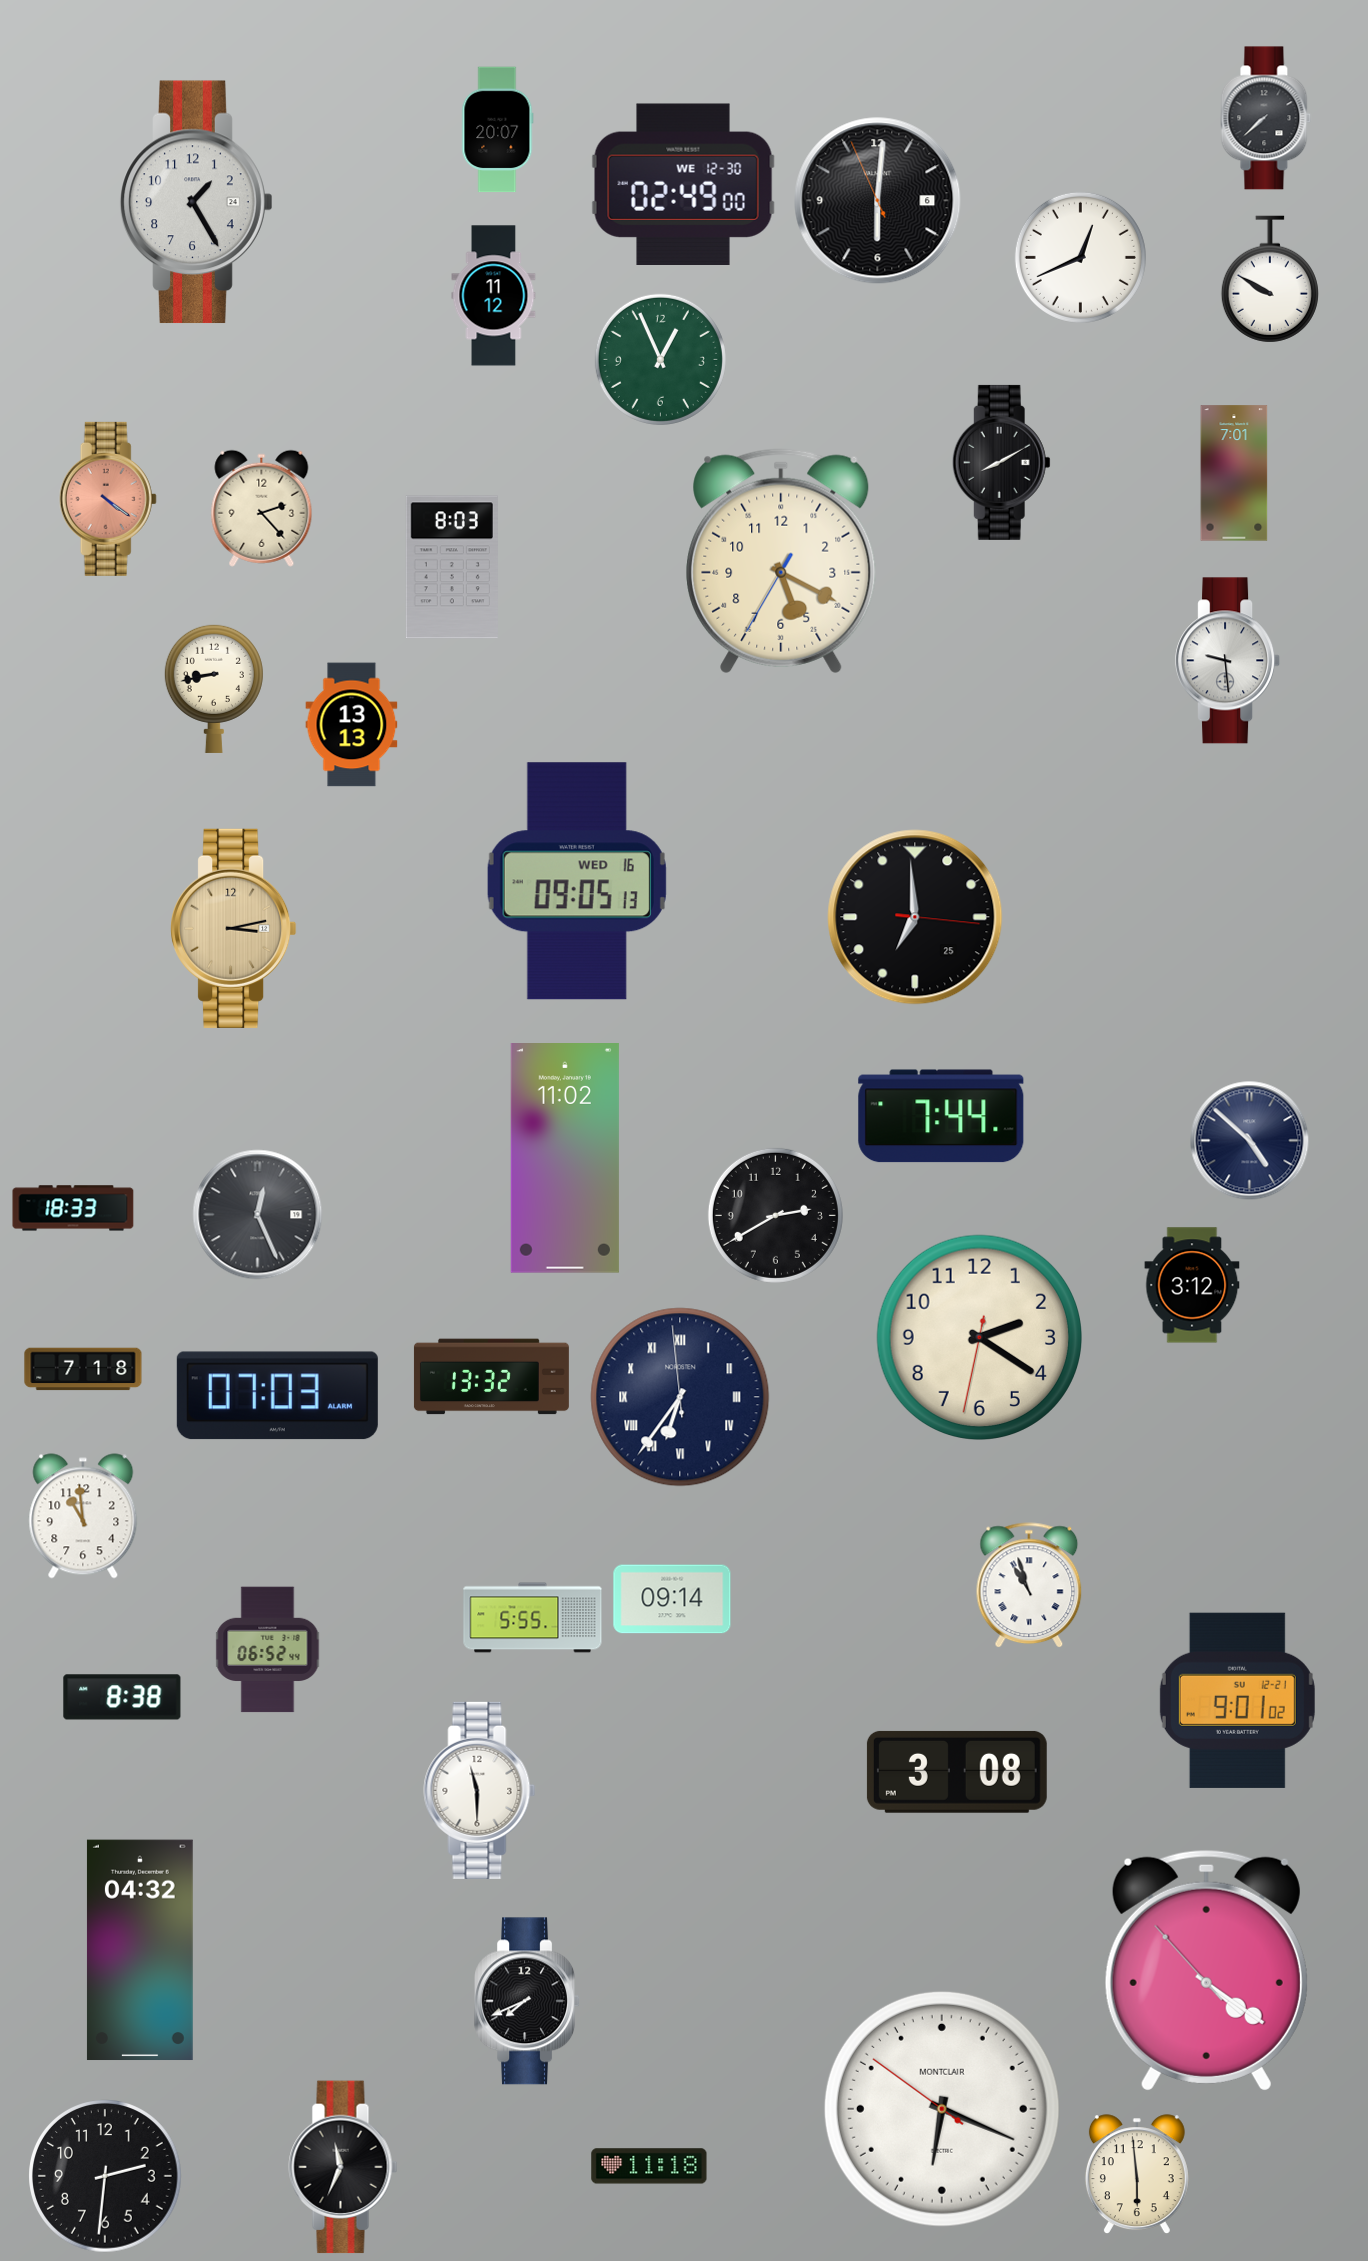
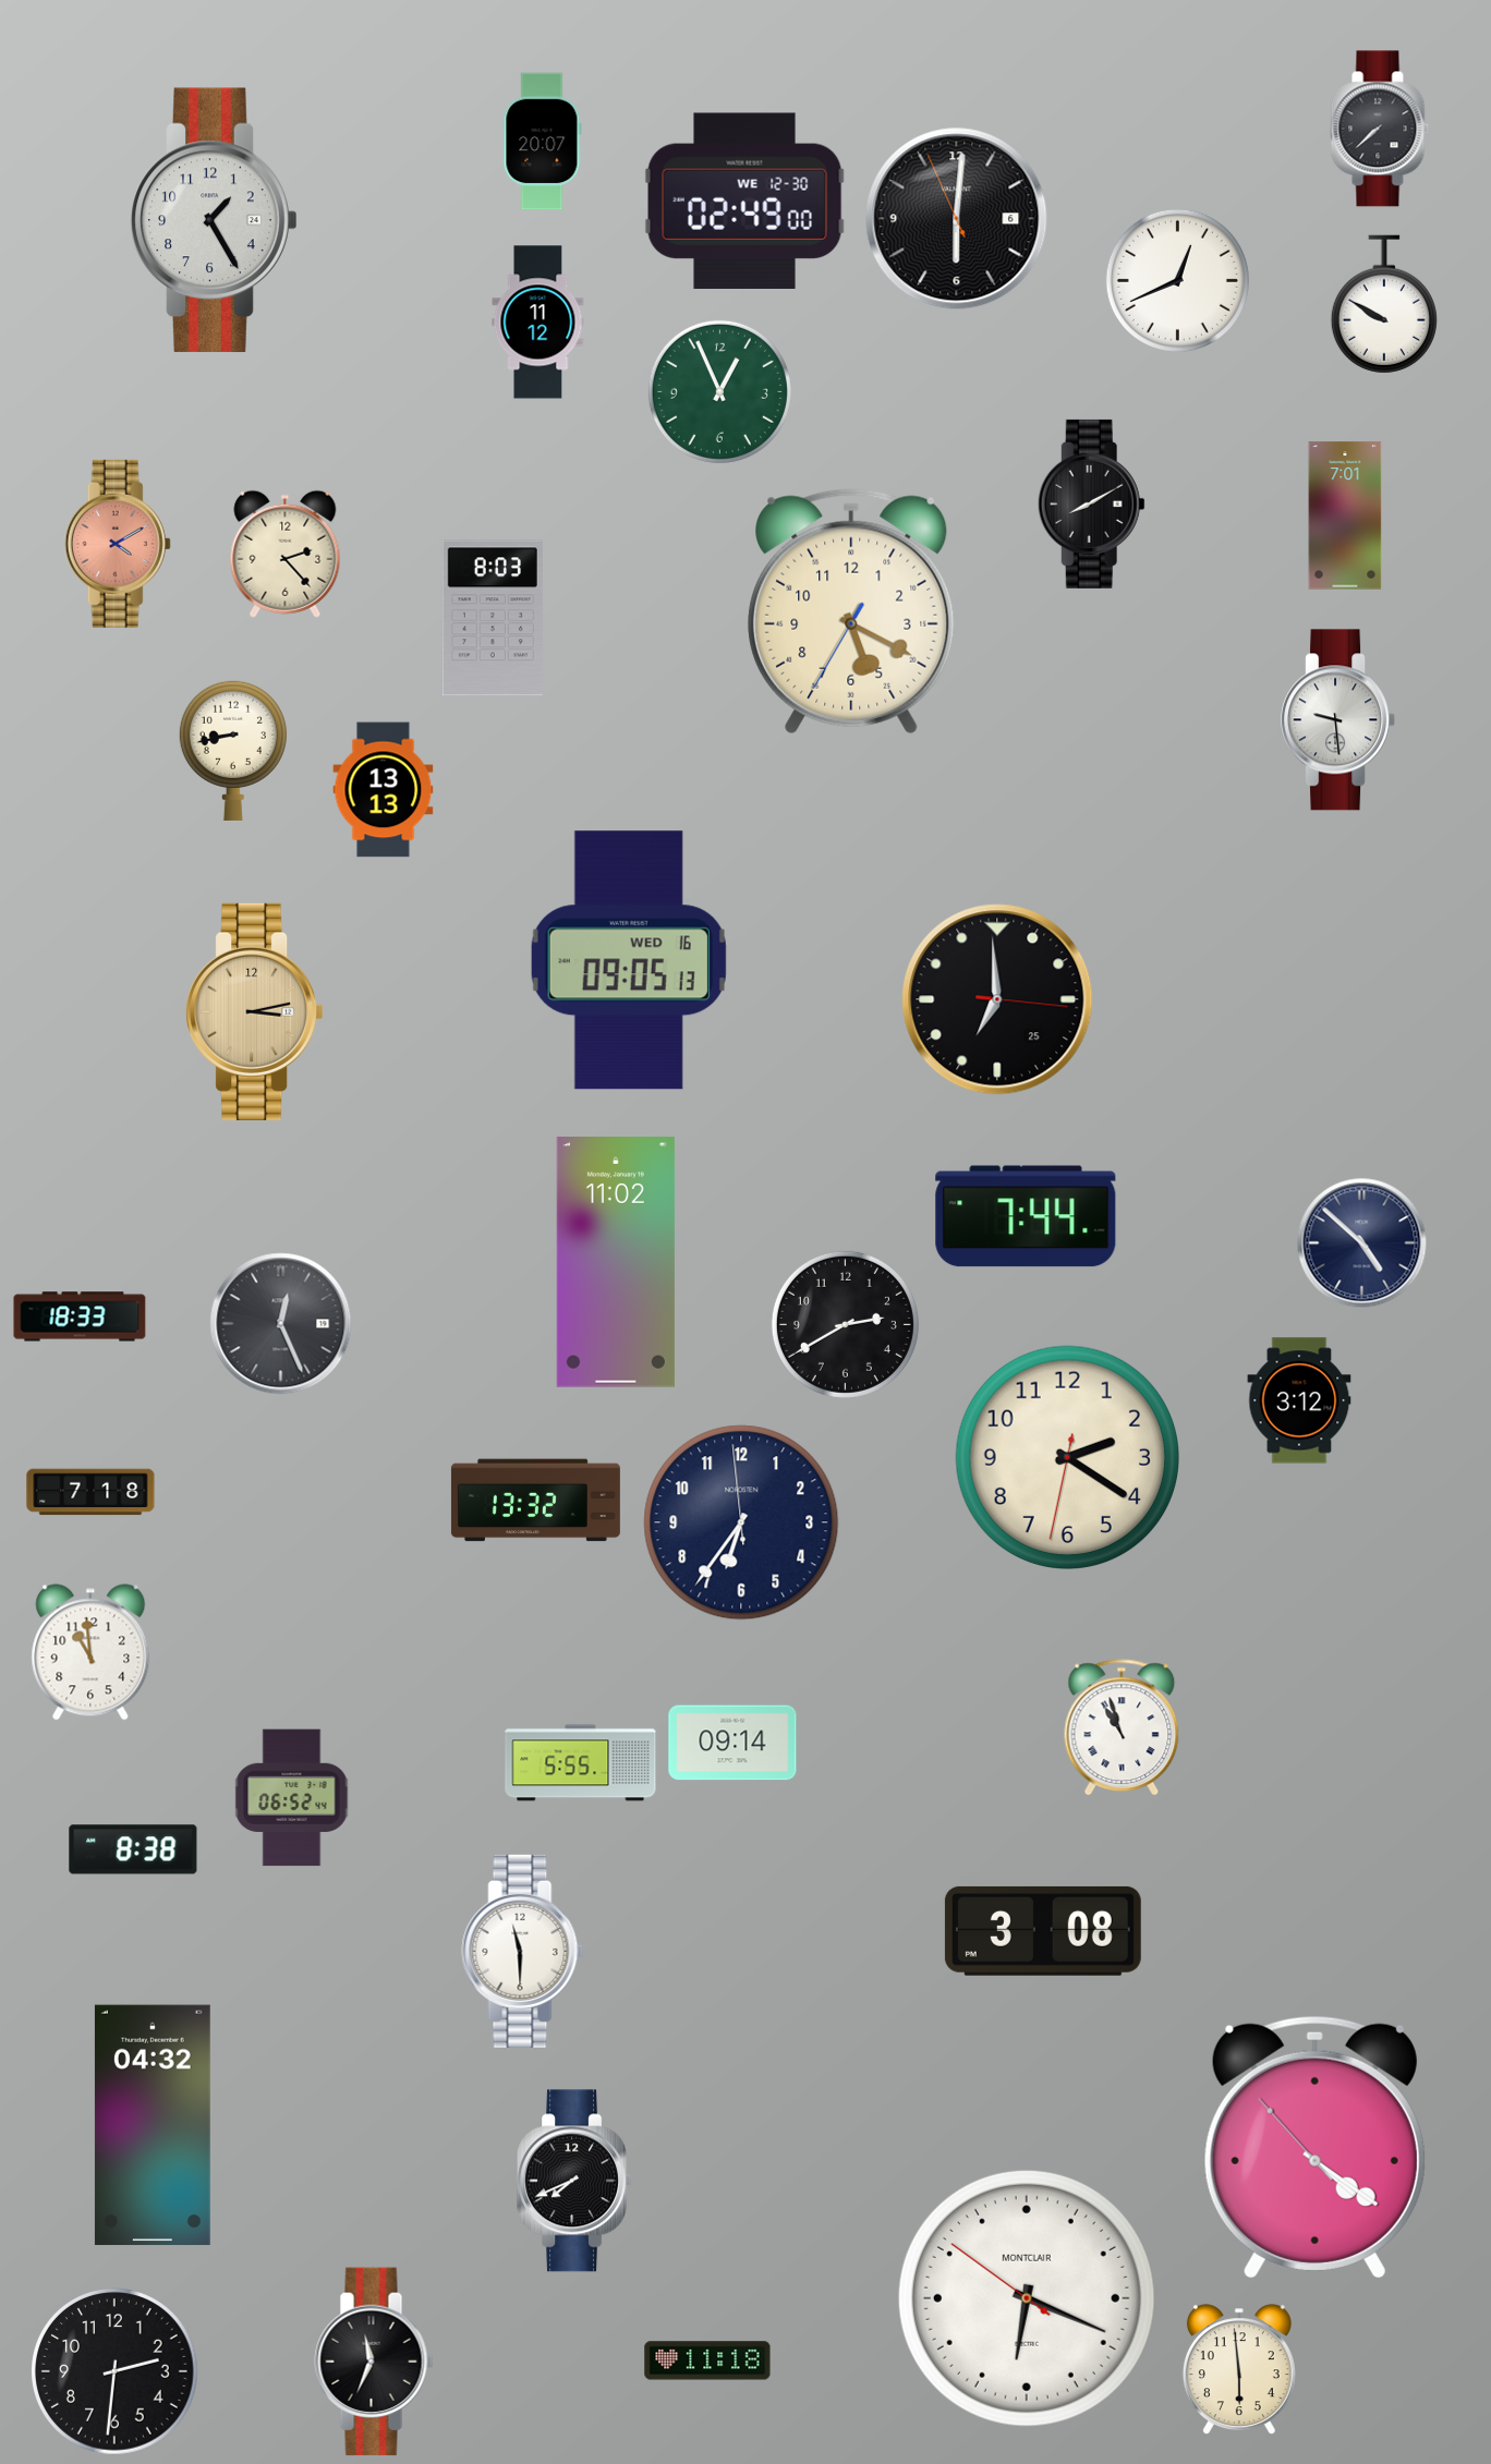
clock at (108, 499): 4:21 -> 4:10
clock at (277, 1396): 07:03 -> none
clock at (680, 1397) numerals: Roman -> Arabic
clock at (1237, 1700): 9:01 -> none
